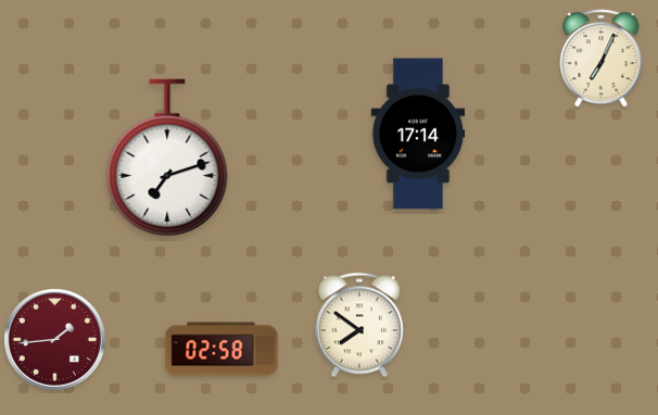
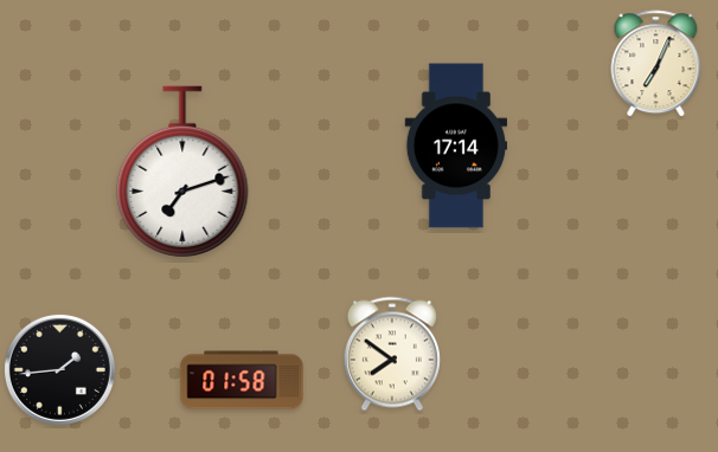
clock at (54, 339) dial: burgundy -> black
clock at (222, 349): 02:58 -> 01:58
